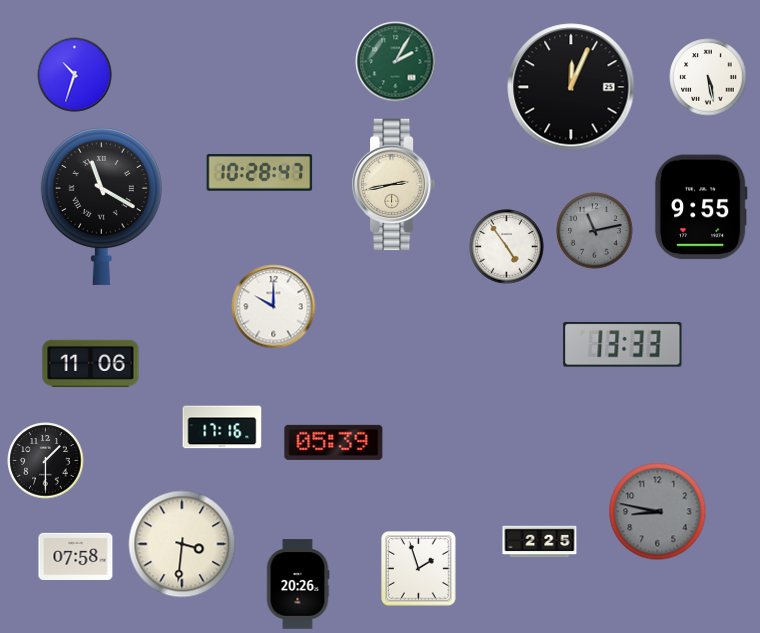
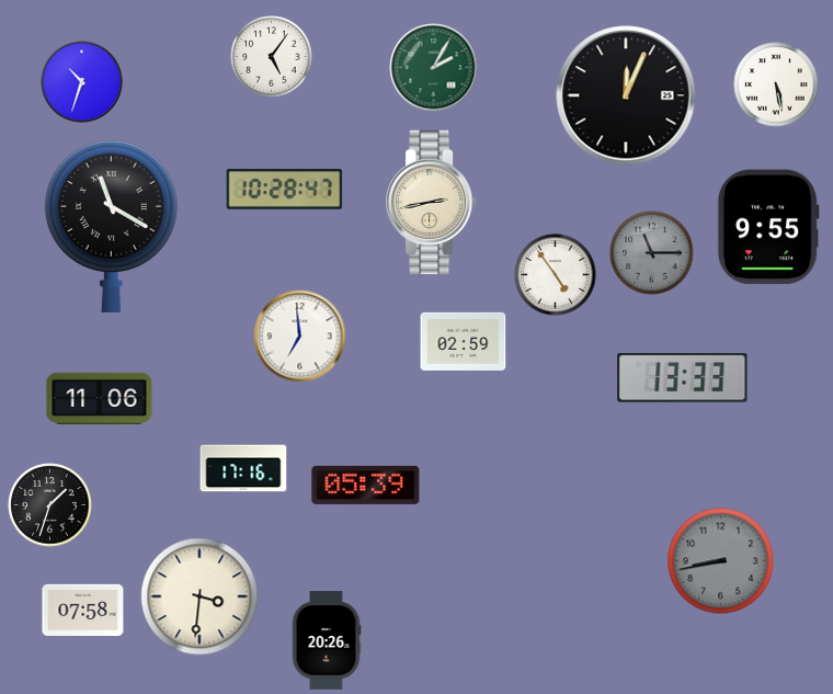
clock at (272, 57): none -> 5:06
clock at (595, 231): 11:13 -> 11:15
clock at (507, 247) position: (507, 247) -> (556, 275)
clock at (274, 307): 10:00 -> 6:59
clock at (464, 341): none -> 02:59
clock at (46, 461): 1:30 -> 1:33
clock at (658, 512): 8:47 -> 8:43
clock at (540, 542): 2:25 -> none
clock at (419, 569): 1:57 -> none
